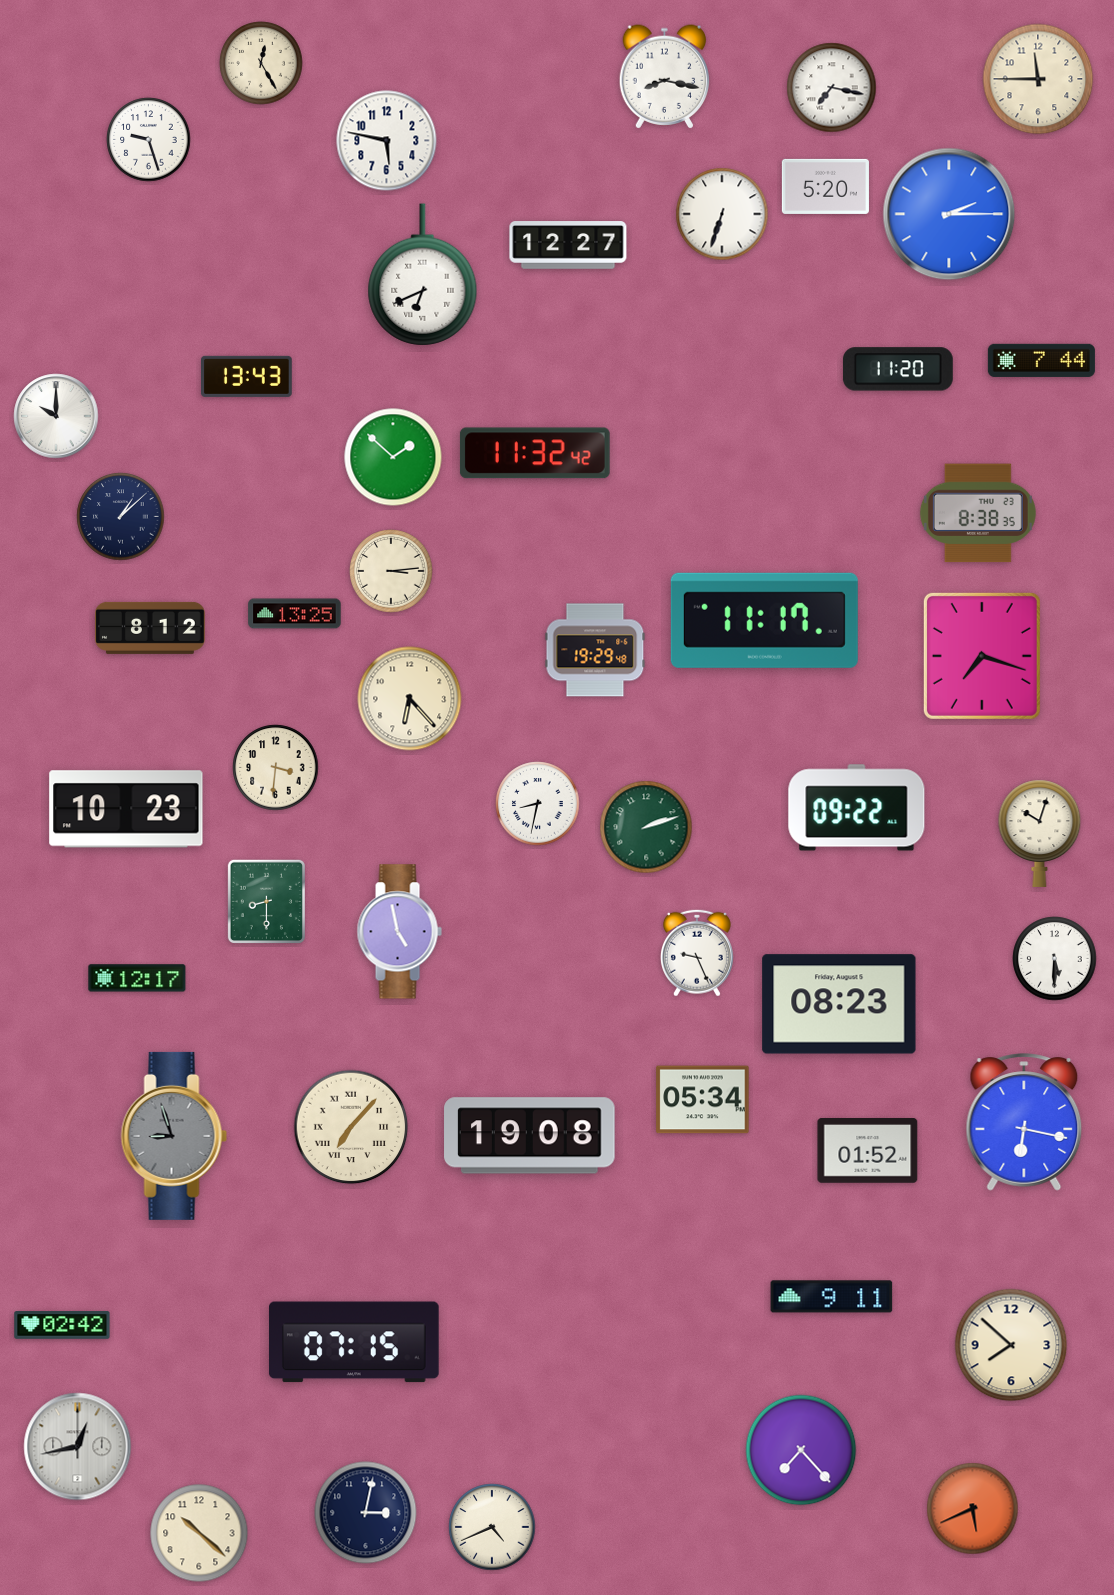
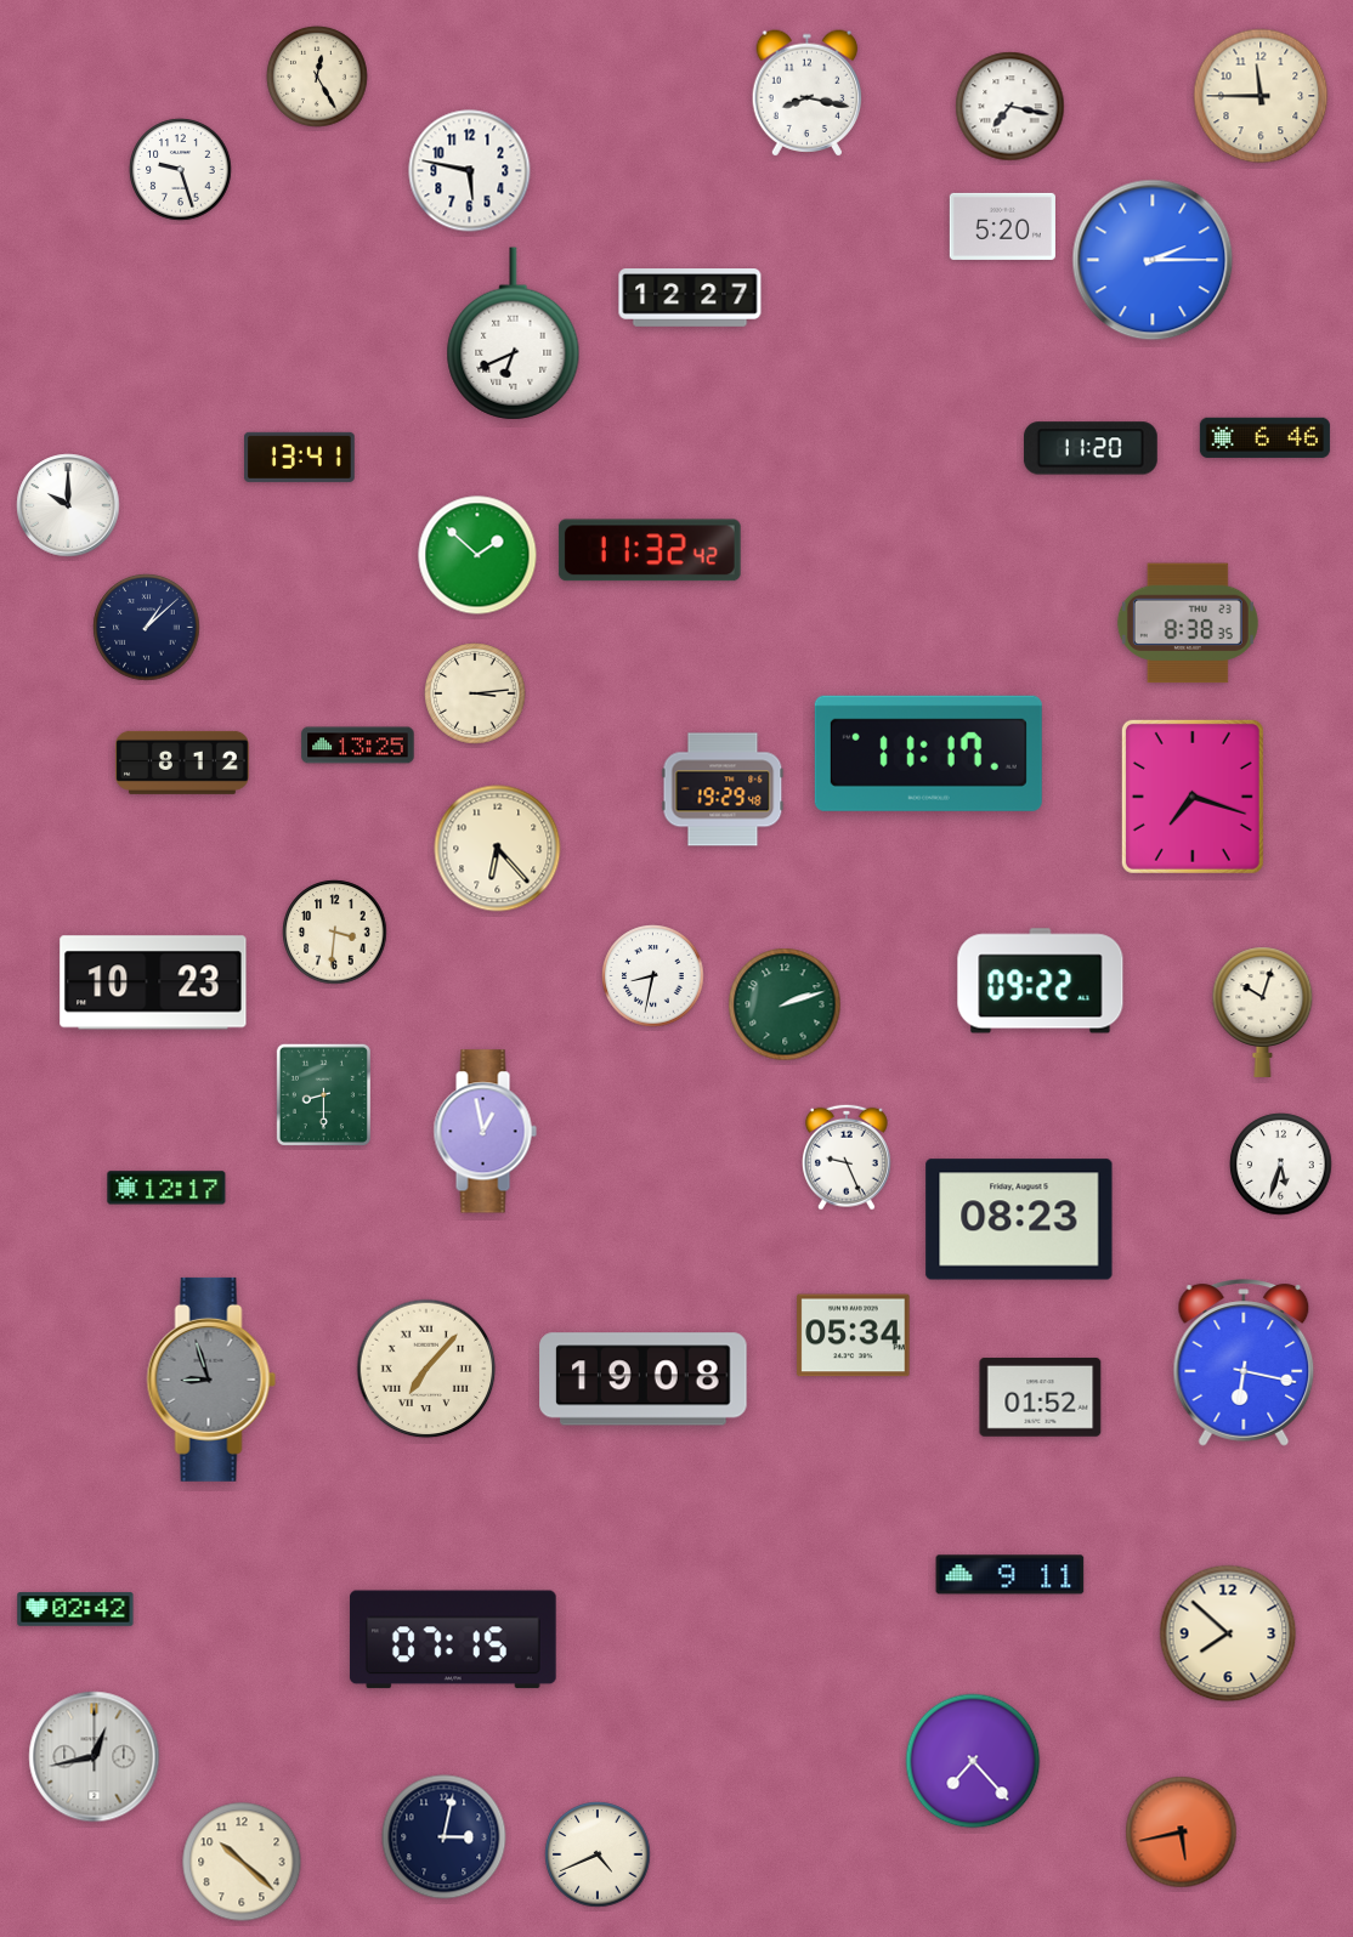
clock at (722, 214): 6:33 -> none
clock at (1041, 360): 7:44 -> 6:46
clock at (247, 376): 13:43 -> 13:41
clock at (399, 932): 4:58 -> 12:58
clock at (1055, 959): 5:30 -> 5:33
clock at (868, 1151) position: (868, 1151) -> (1041, 1398)
clock at (354, 1342) position: (354, 1342) -> (453, 1639)
clock at (973, 1509): 5:41 -> 5:43
